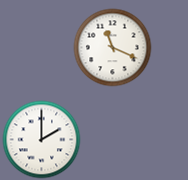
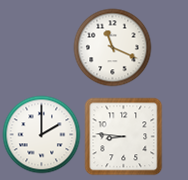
clock at (123, 136): none -> 8:46
clock at (41, 139) position: (41, 139) -> (41, 134)
